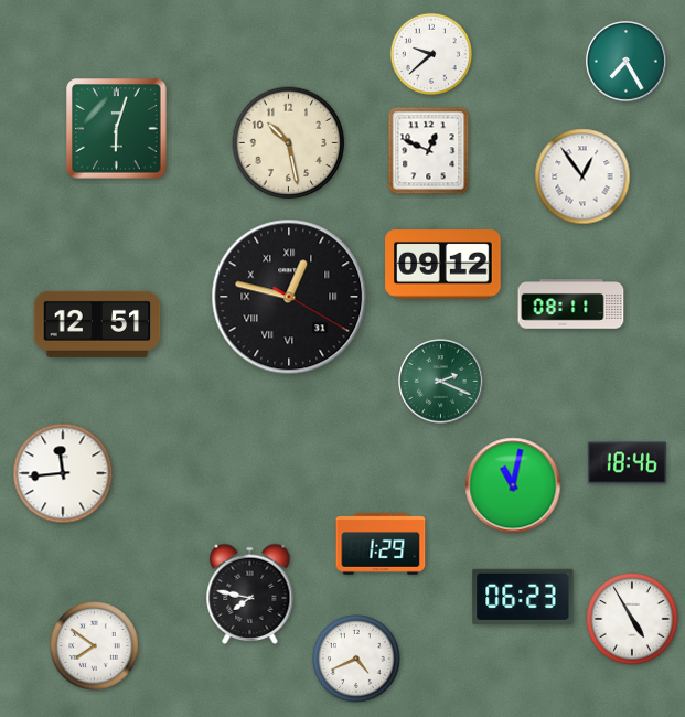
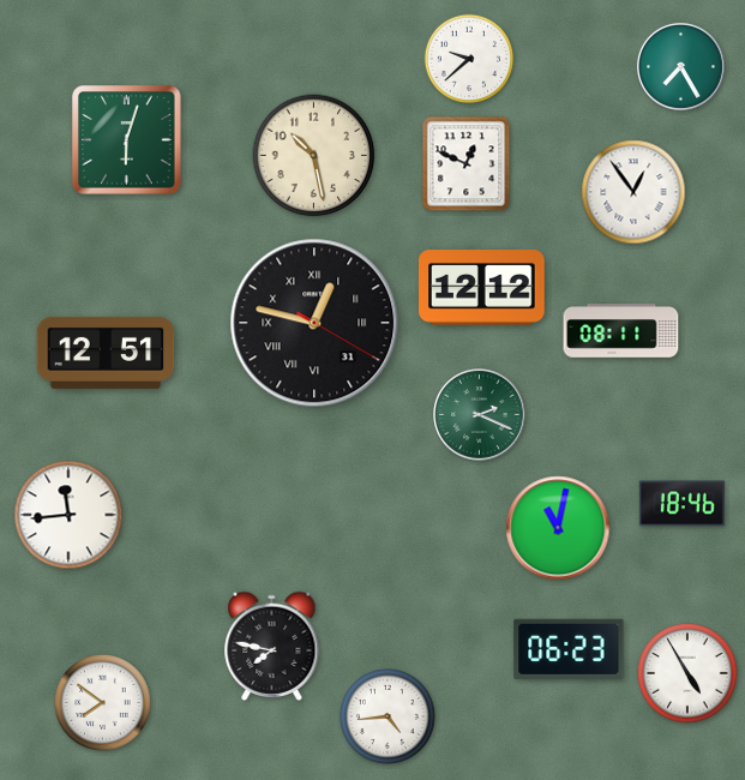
clock at (443, 265): 09:12 -> 12:12
clock at (381, 544): 1:29 -> none
clock at (357, 660): 4:41 -> 4:44
